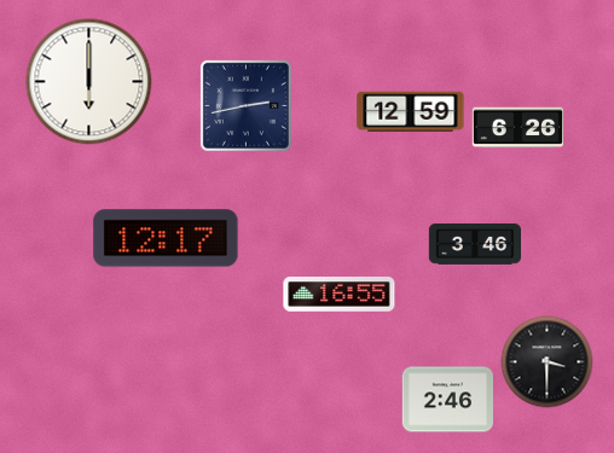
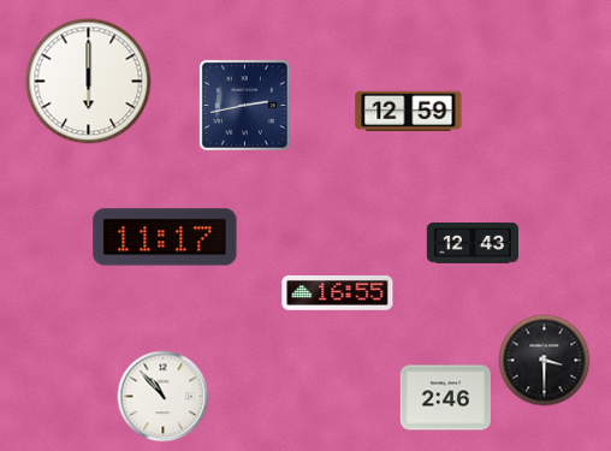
clock at (519, 128): 6:26 -> none
clock at (166, 238): 12:17 -> 11:17
clock at (474, 244): 3:46 -> 12:43
clock at (164, 397): none -> 10:53
